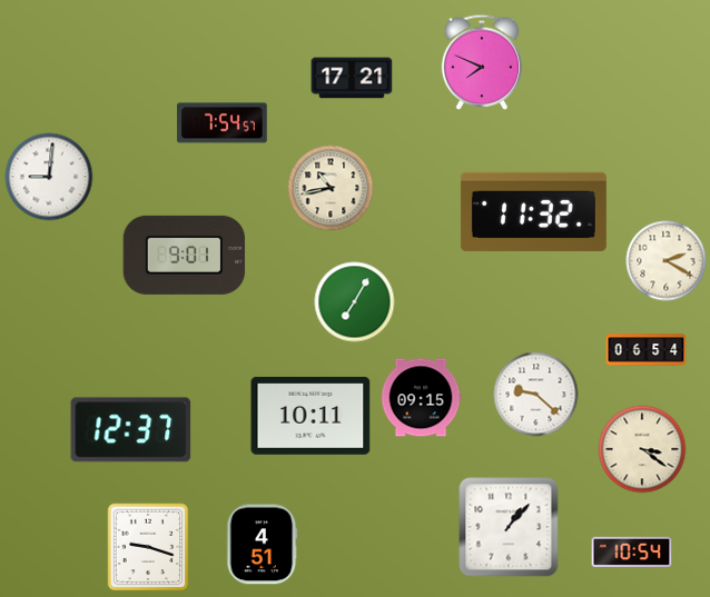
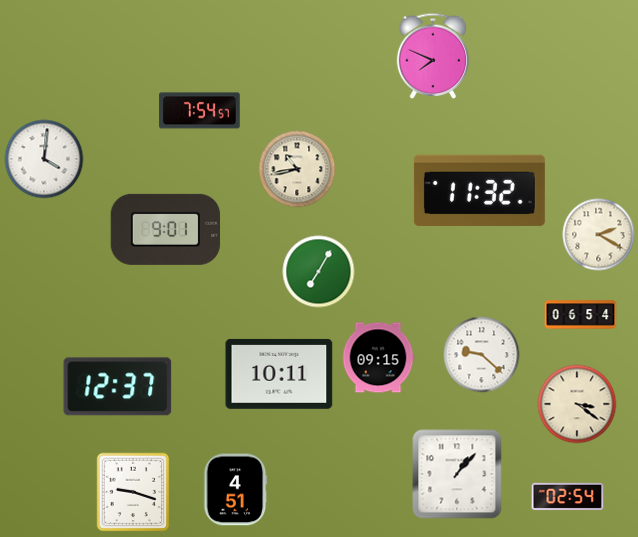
clock at (352, 78): 17:21 -> none
clock at (49, 177): 9:01 -> 4:01
clock at (632, 553): 10:54 -> 02:54
